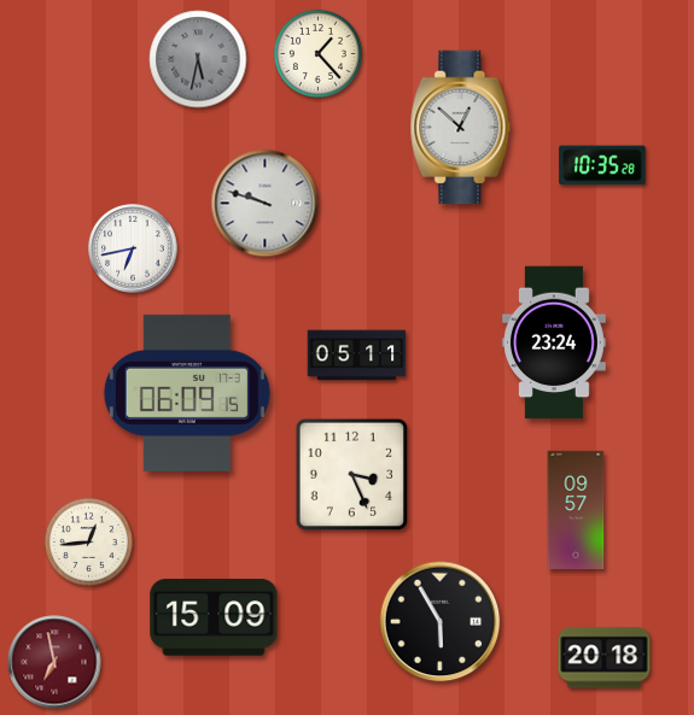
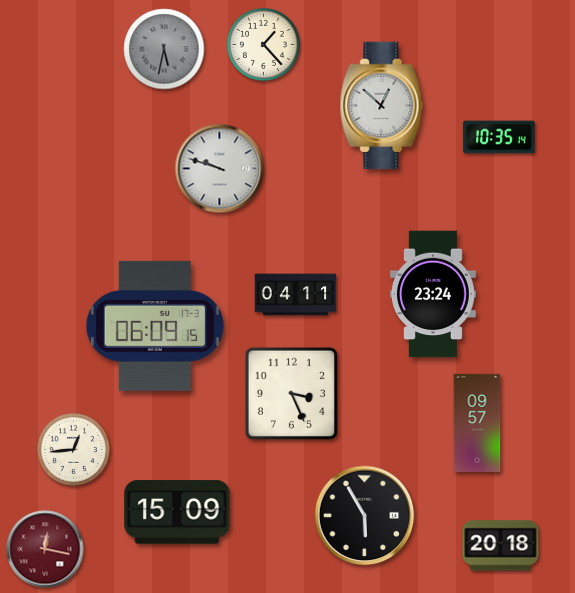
clock at (602, 165): 10:35:28 -> 10:35:14
clock at (133, 248): 6:43 -> none
clock at (554, 342) position: (554, 342) -> (433, 294)
clock at (357, 356): 05:11 -> 04:11
clock at (54, 662): 6:58 -> 12:17
